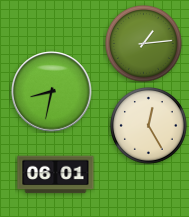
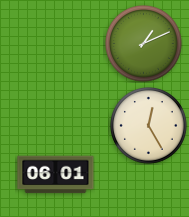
clock at (144, 44): 1:14 -> 1:11
clock at (52, 92): 8:32 -> none
